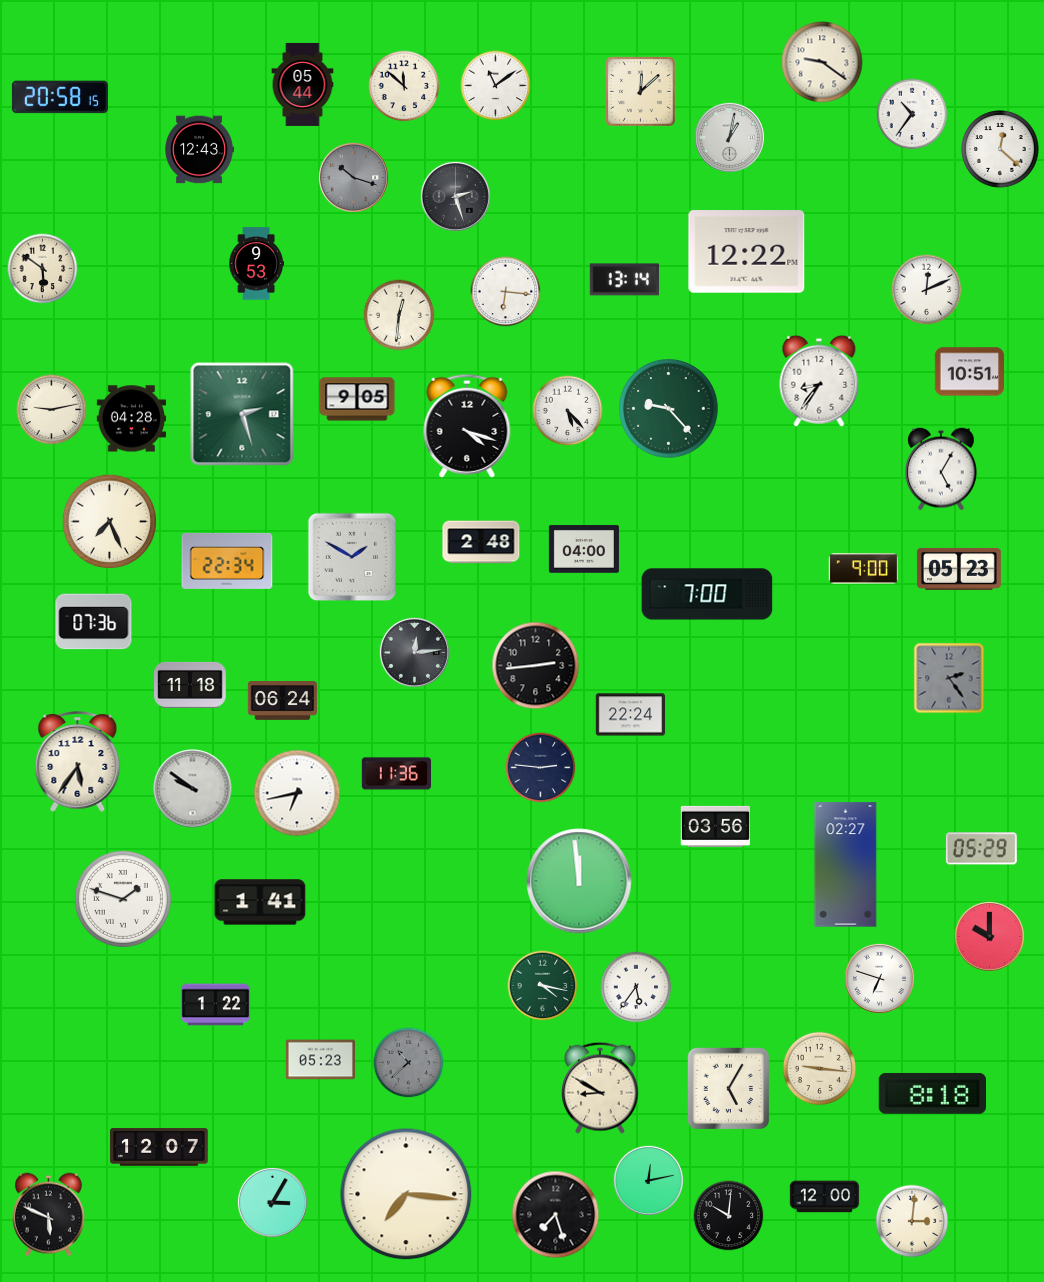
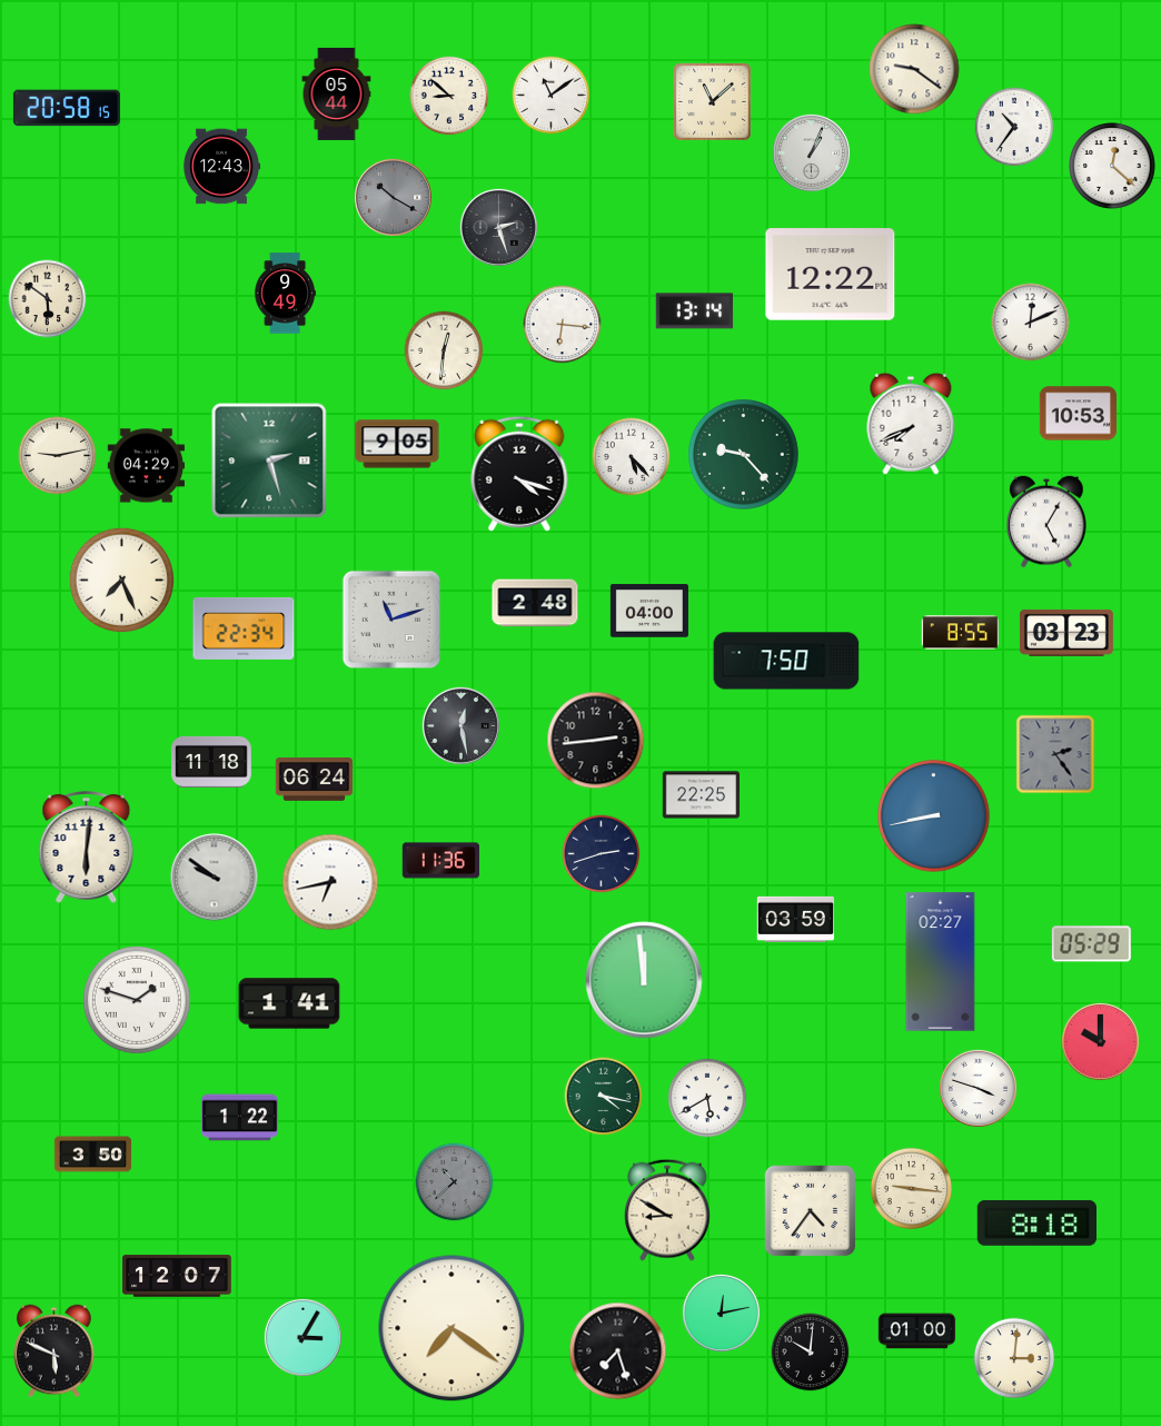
clock at (404, 86): 11:52 -> 8:52
clock at (641, 92): 12:08 -> 11:08
clock at (729, 137): 1:02 -> 1:04
clock at (353, 177): 10:18 -> 10:20
clock at (455, 196) position: (455, 196) -> (498, 227)
clock at (747, 252) position: (747, 252) -> (831, 275)
clock at (256, 264): 9:53 -> 9:49
clock at (969, 372): 10:51 -> 10:53
clock at (819, 381): 8:36 -> 7:41
clock at (131, 419): 04:28 -> 04:29
clock at (351, 556): 1:50 -> 11:12
clock at (227, 561) position: (227, 561) -> (244, 628)
clock at (863, 569): 9:00 -> 8:55
clock at (959, 569): 05:23 -> 03:23
clock at (707, 594): 7:00 -> 7:50
clock at (94, 622): 07:36 -> none
clock at (414, 652): 12:14 -> 12:28
clock at (630, 715): 22:24 -> 22:25
clock at (934, 816): none -> 8:43
clock at (78, 761): 5:36 -> 6:01
clock at (541, 768): 2:46 -> 2:42
clock at (715, 826): 03:56 -> 03:59
clock at (879, 978): 6:48 -> 3:48
clock at (636, 987): 5:36 -> 5:40
clock at (93, 1155): none -> 3:50
clock at (320, 1060): 05:23 -> none
clock at (728, 1088): 5:05 -> 4:36
clock at (932, 1093) position: (932, 1093) -> (1036, 1222)
clock at (406, 1194): 7:16 -> 7:21
clock at (825, 1197): 12:00 -> 01:00
